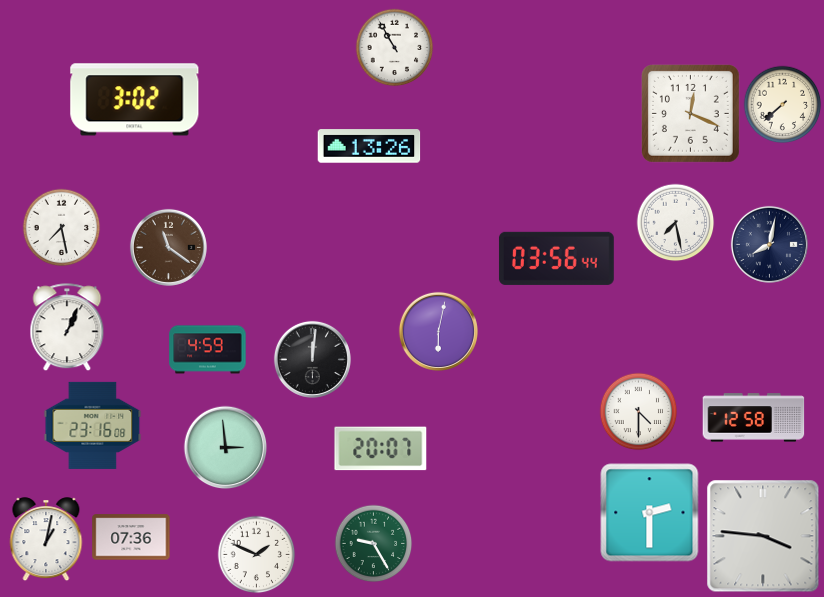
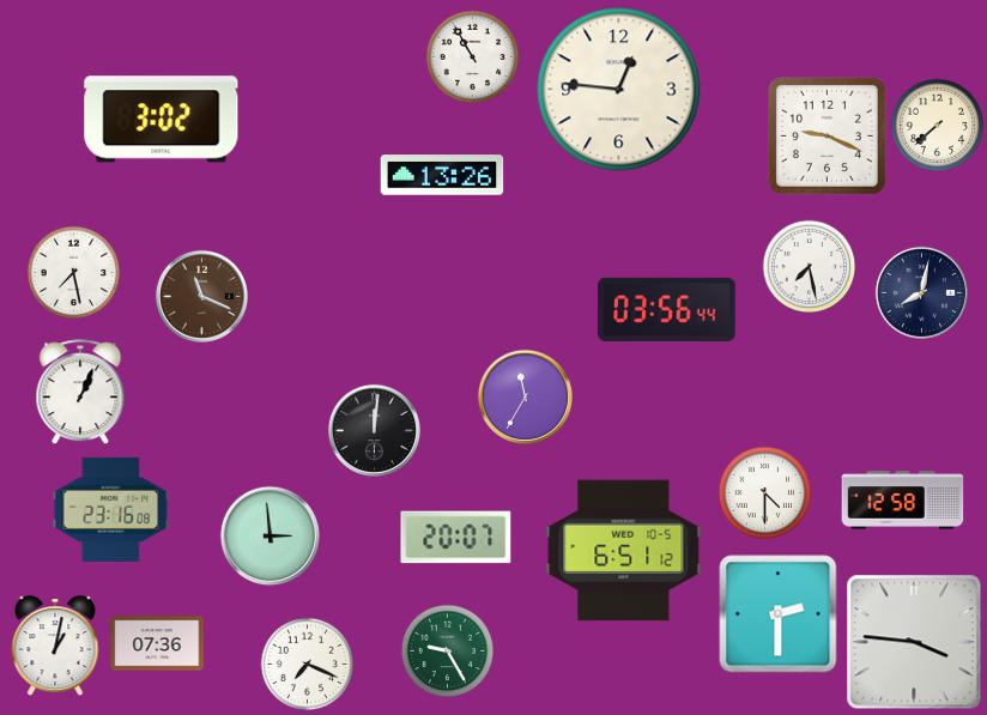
clock at (619, 90): none -> 12:46
clock at (690, 113): 12:19 -> 9:19
clock at (168, 247): 11:21 -> 11:19
clock at (438, 331): 6:02 -> 11:35
clock at (208, 350): 4:59 -> none
clock at (624, 551): none -> 6:51
clock at (256, 554): 1:49 -> 7:19
